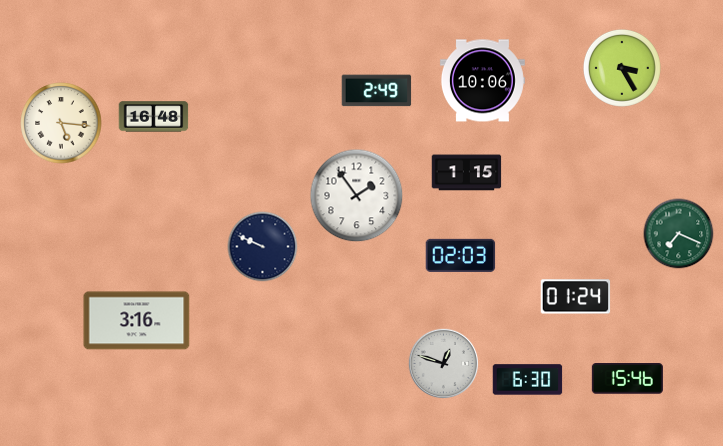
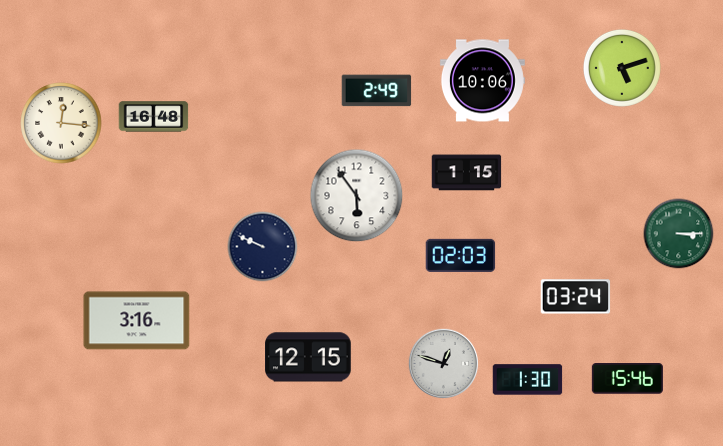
clock at (622, 68): 3:25 -> 5:12
clock at (61, 123): 5:16 -> 12:16
clock at (357, 196): 1:54 -> 5:54
clock at (679, 234): 7:19 -> 3:15
clock at (576, 297): 01:24 -> 03:24
clock at (309, 357): none -> 12:15
clock at (528, 380): 6:30 -> 1:30
